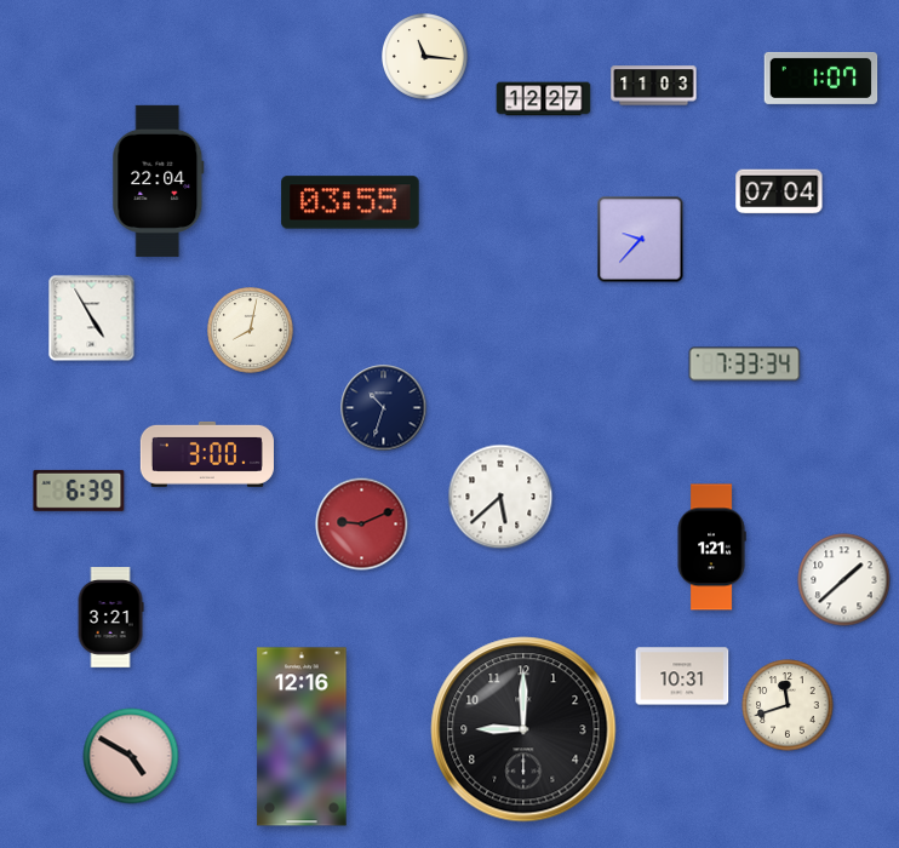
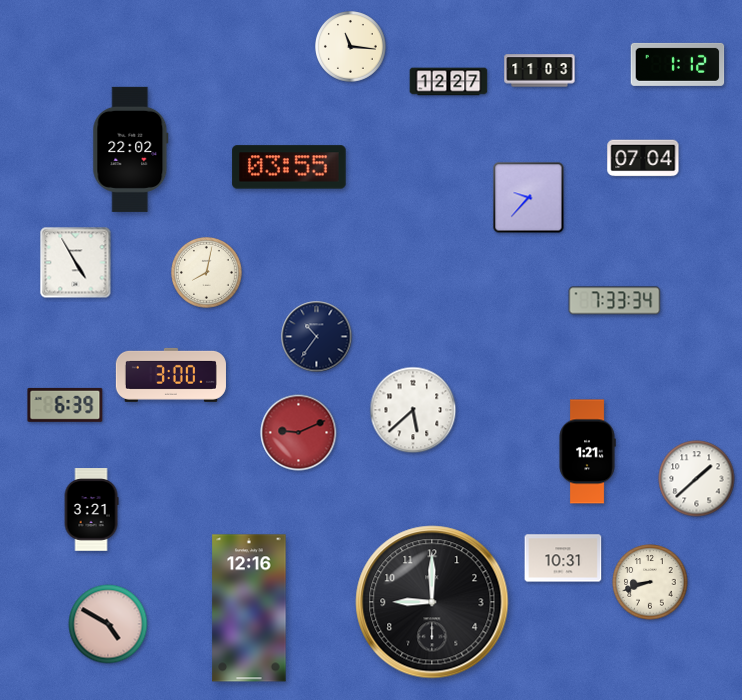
clock at (821, 78): 1:07 -> 1:12
clock at (159, 181): 22:04 -> 22:02
clock at (384, 408): 10:33 -> 10:36
clock at (788, 705): 11:42 -> 8:42
